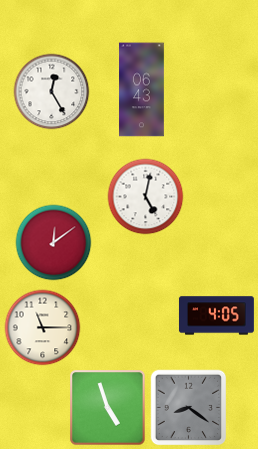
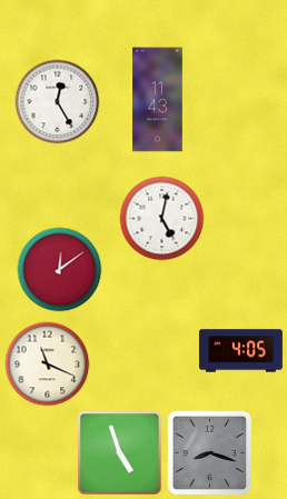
clock at (142, 90): 06:43 -> 11:43
clock at (43, 328): 11:15 -> 11:19
clock at (189, 408): 8:21 -> 8:18
